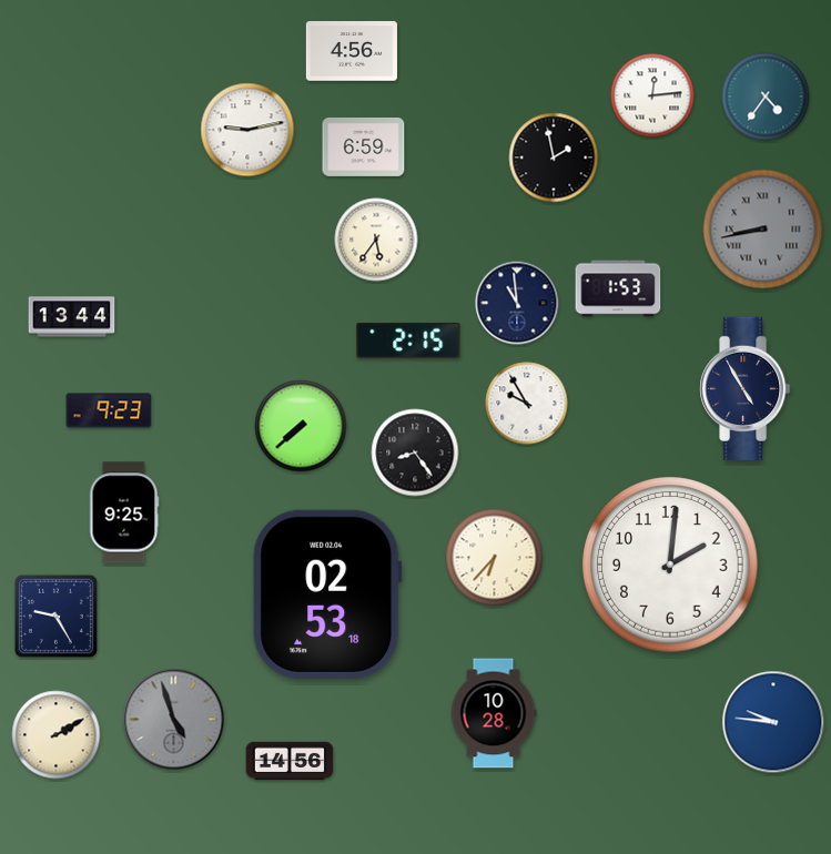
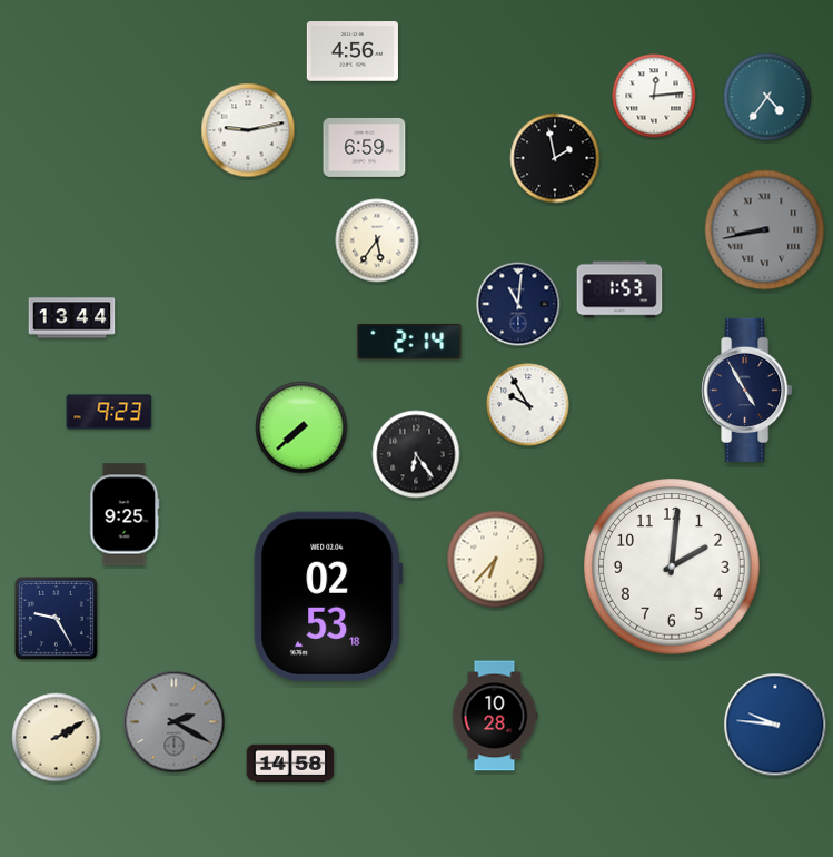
clock at (517, 303): 10:59 -> 11:01
clock at (408, 340): 2:15 -> 2:14
clock at (415, 453): 8:24 -> 6:24
clock at (174, 720): 4:57 -> 2:20
clock at (290, 761): 14:56 -> 14:58
